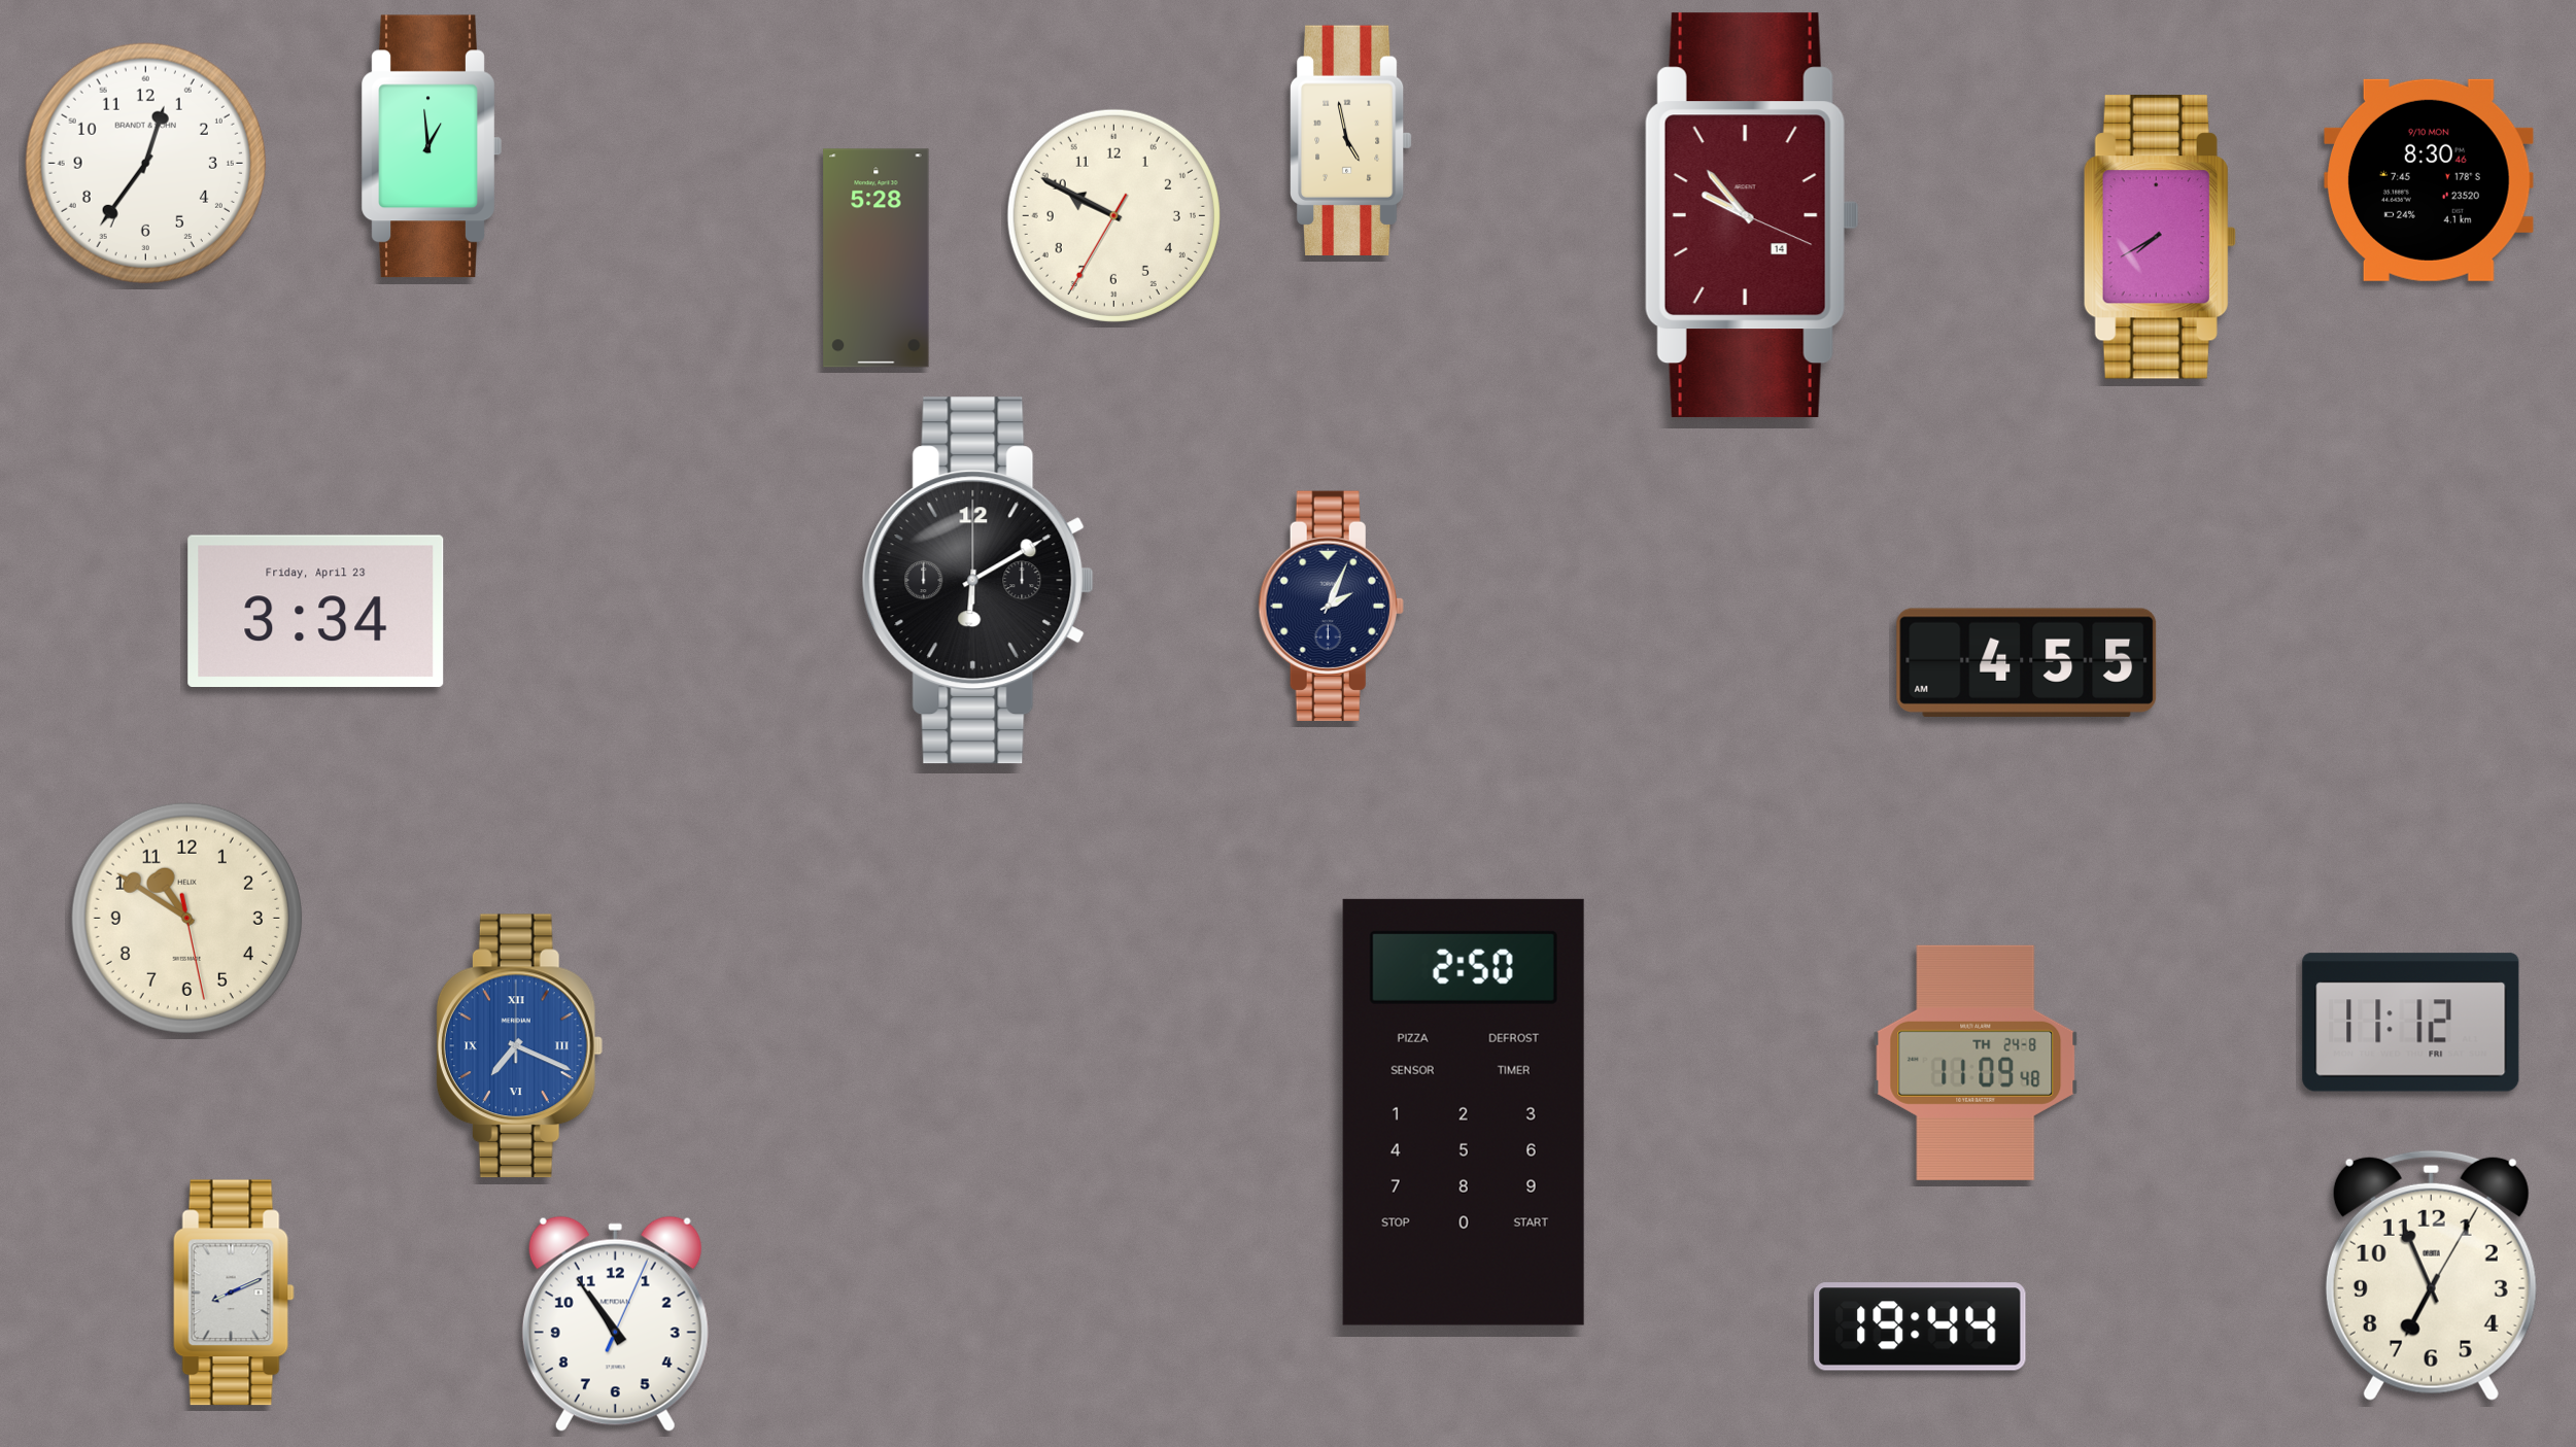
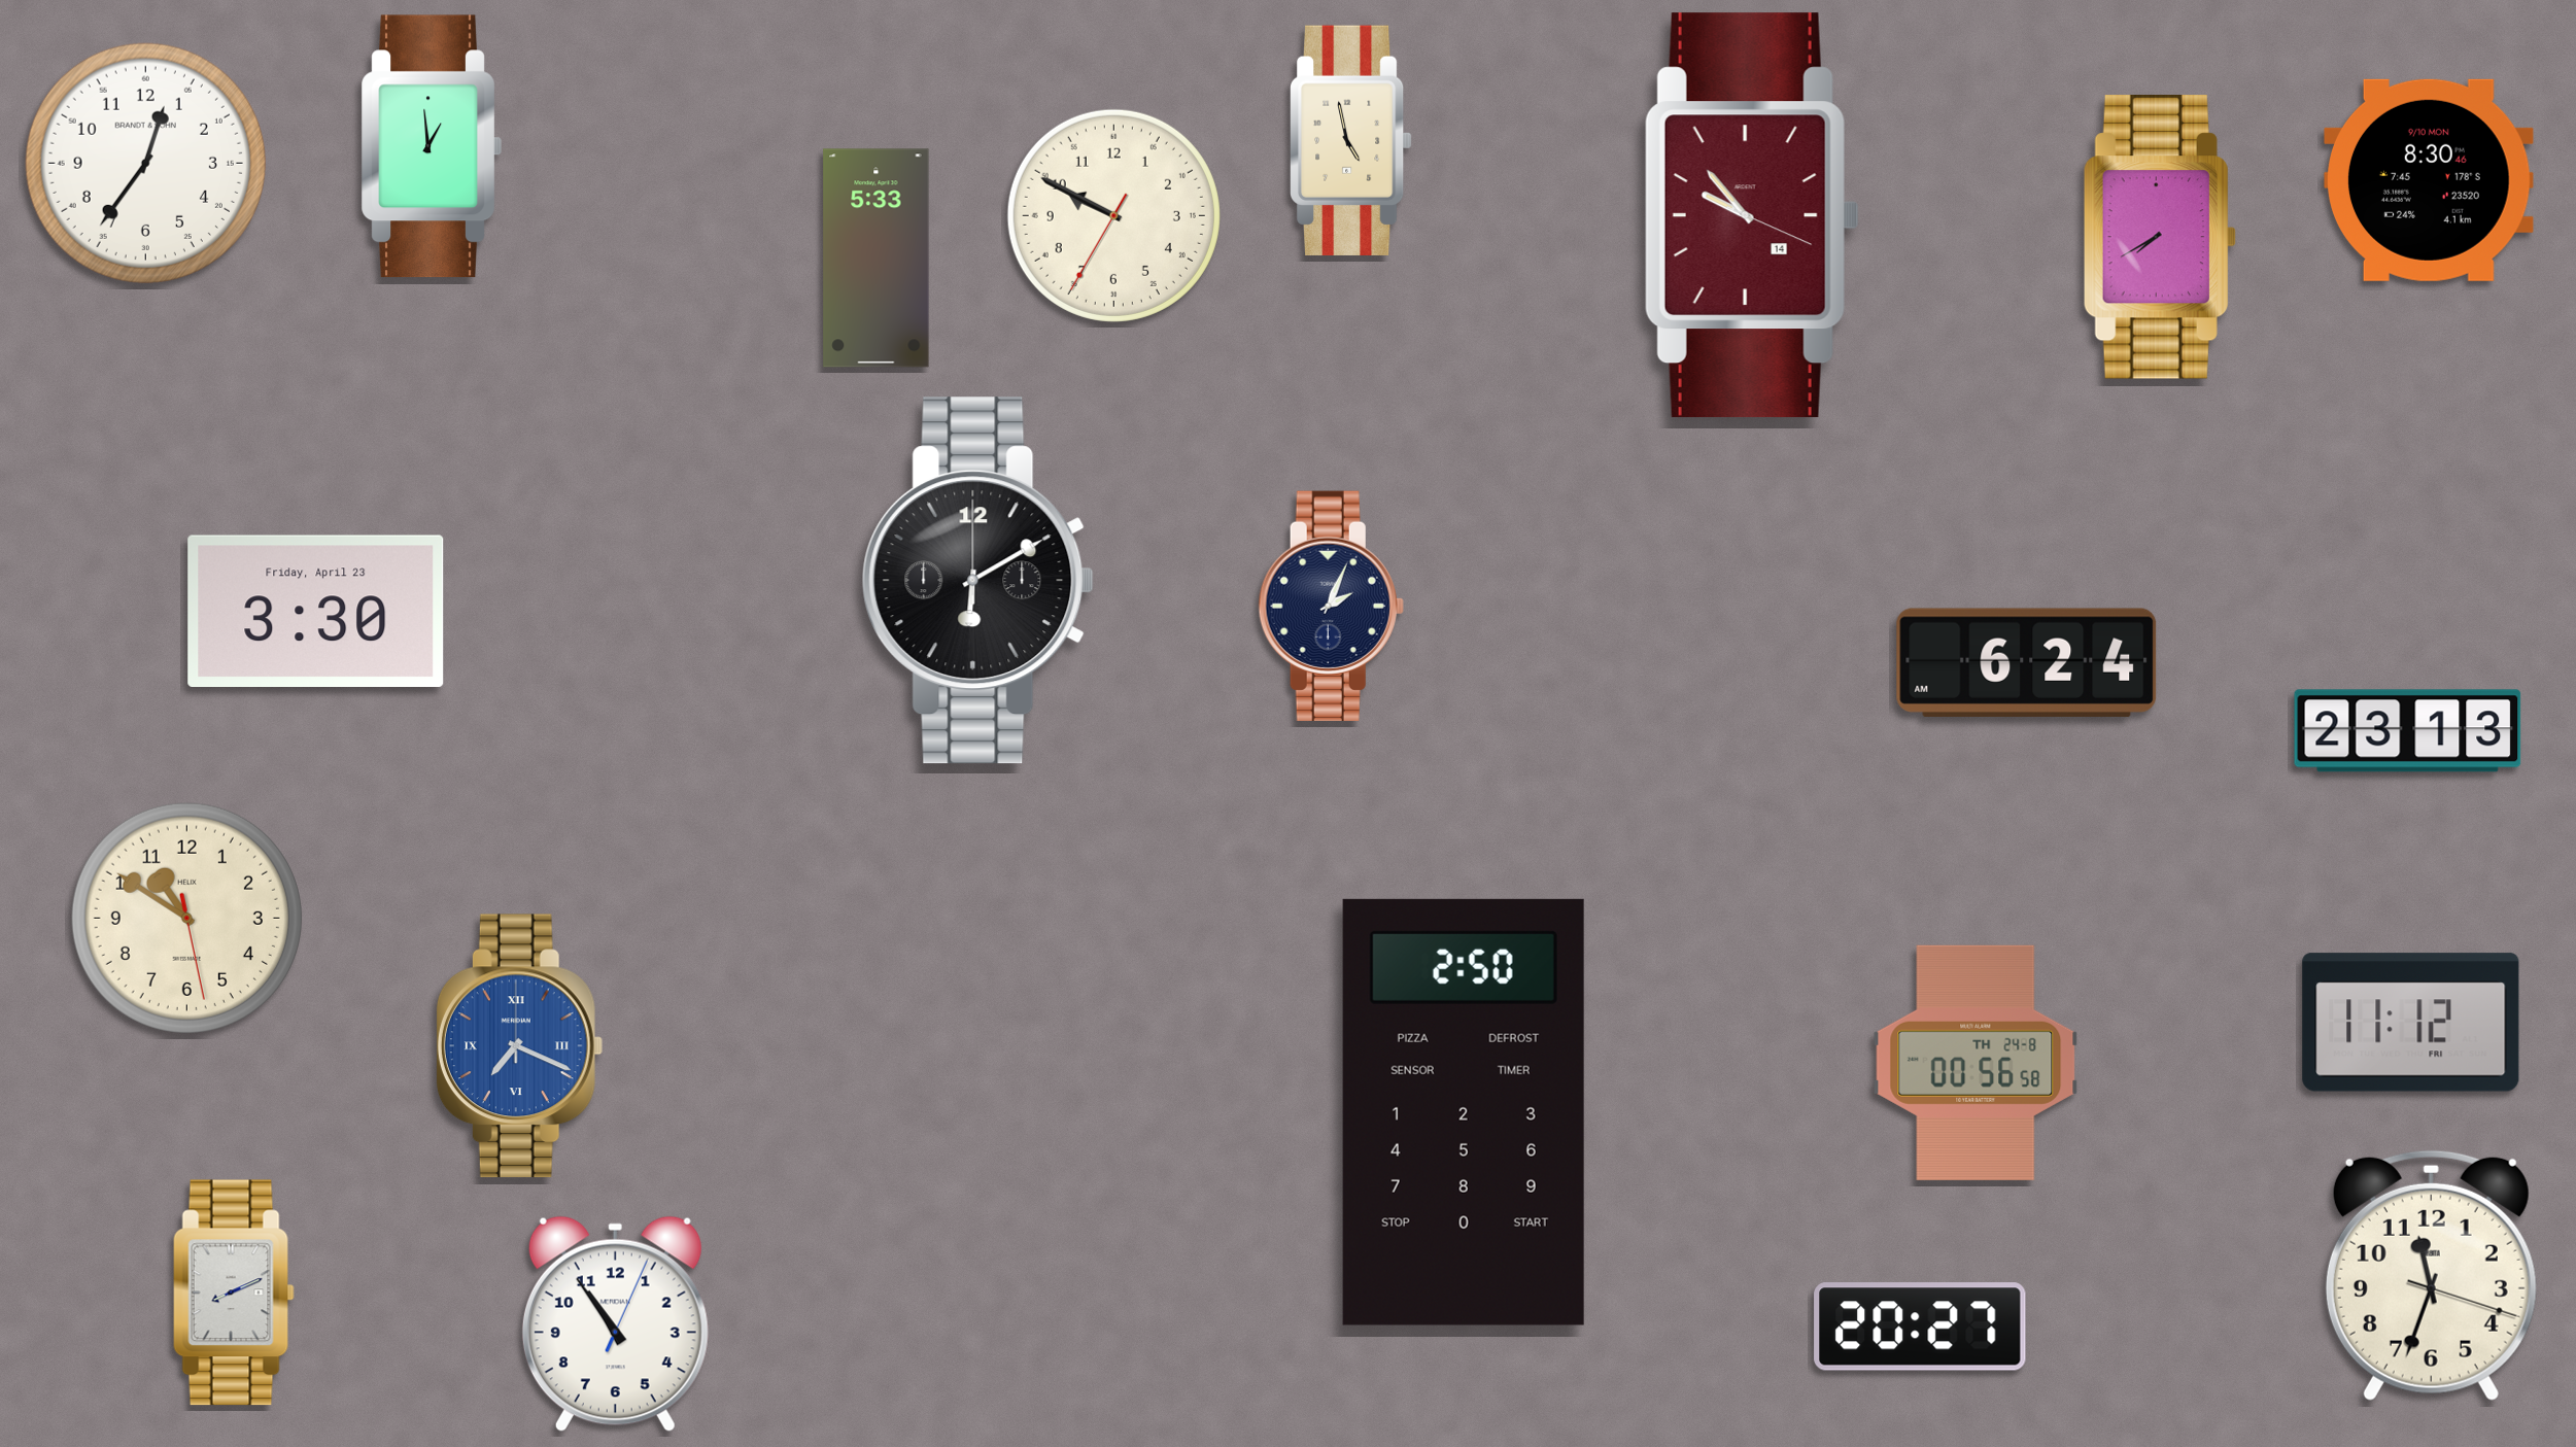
clock at (877, 259): 5:28 -> 5:33
clock at (316, 611): 3:34 -> 3:30
clock at (2027, 662): 4:55 -> 6:24
clock at (2408, 731): none -> 23:13
clock at (1976, 1063): 11:09 -> 00:56
clock at (2431, 1275): 6:56 -> 11:33
clock at (1920, 1327): 19:44 -> 20:27
